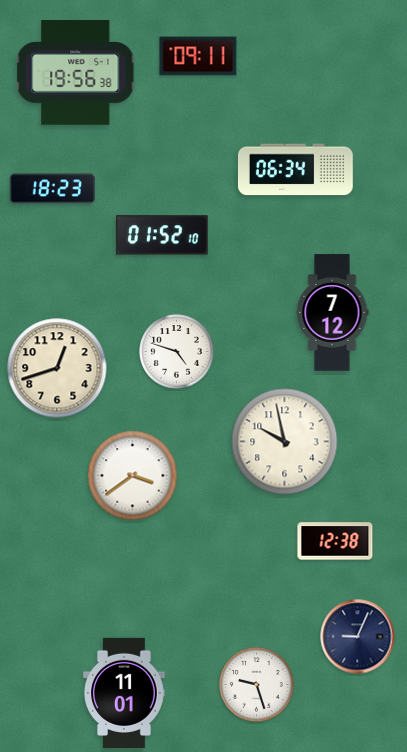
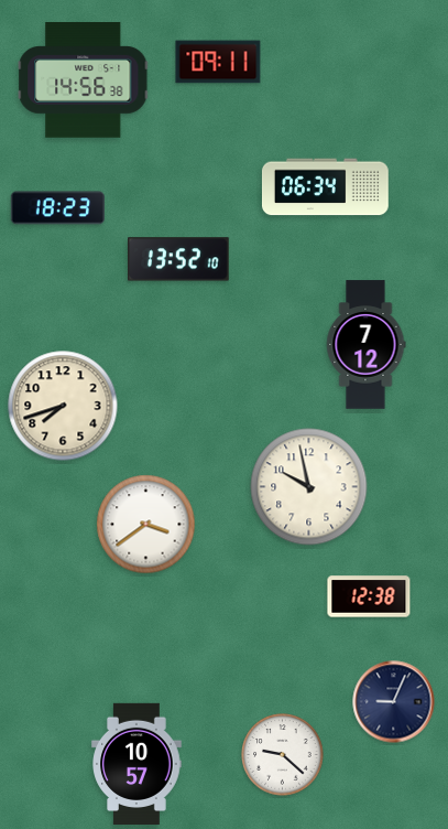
clock at (76, 73): 19:56 -> 14:56
clock at (162, 235): 01:52 -> 13:52
clock at (177, 352): 4:48 -> none
clock at (57, 368): 12:42 -> 7:42
clock at (285, 442) position: (285, 442) -> (309, 487)
clock at (257, 685): 9:27 -> 9:22
clock at (124, 692): 11:01 -> 10:57
